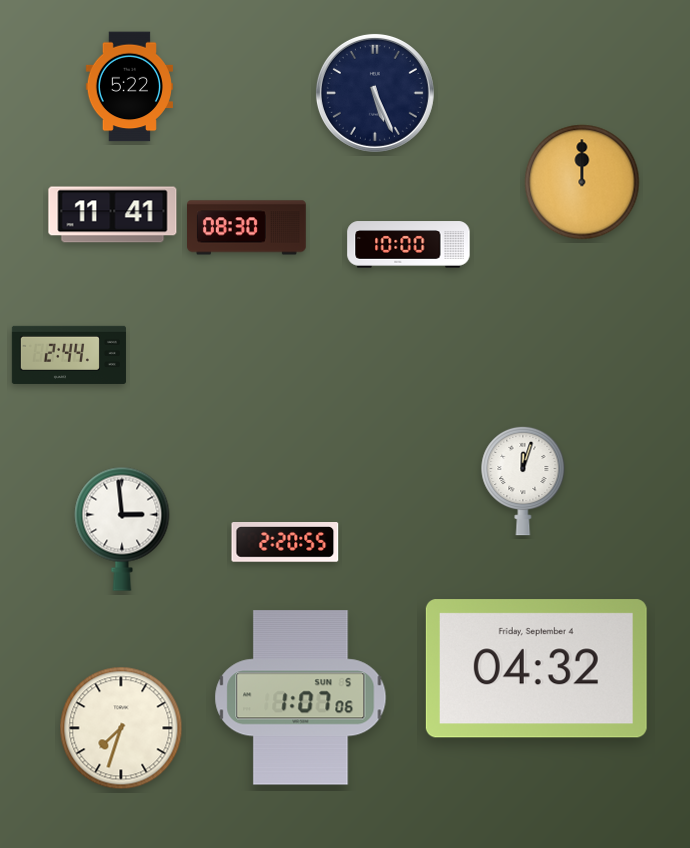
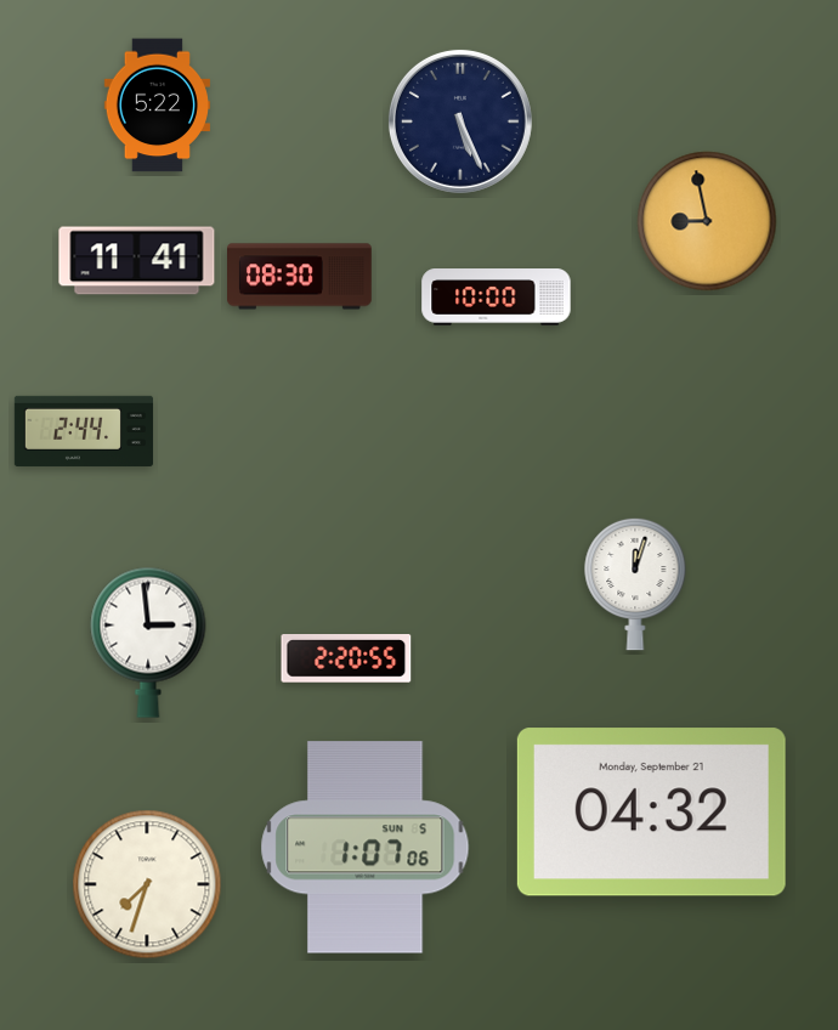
clock at (375, 93) position: (375, 93) -> (460, 121)
clock at (582, 182): 12:00 -> 8:58
clock at (536, 669) date: Friday, September 4 -> Monday, September 21
